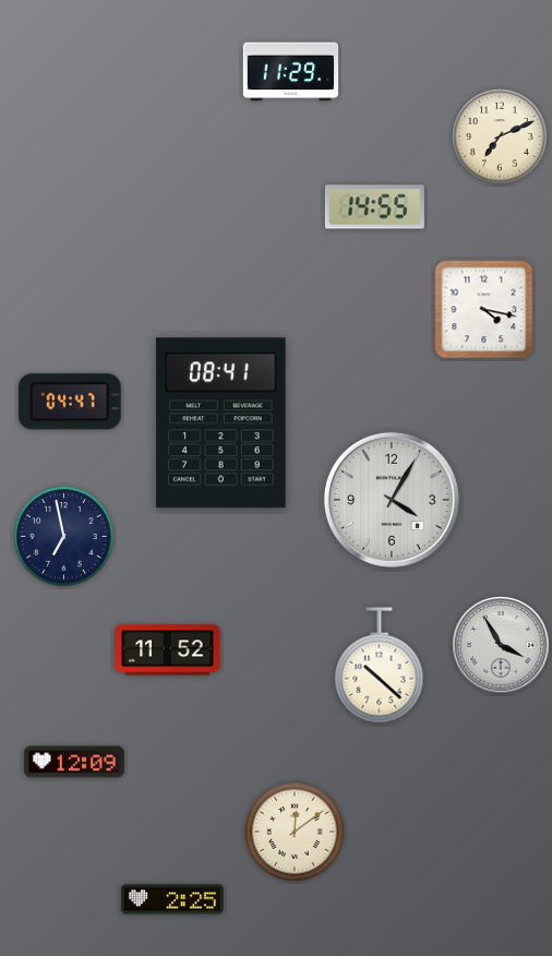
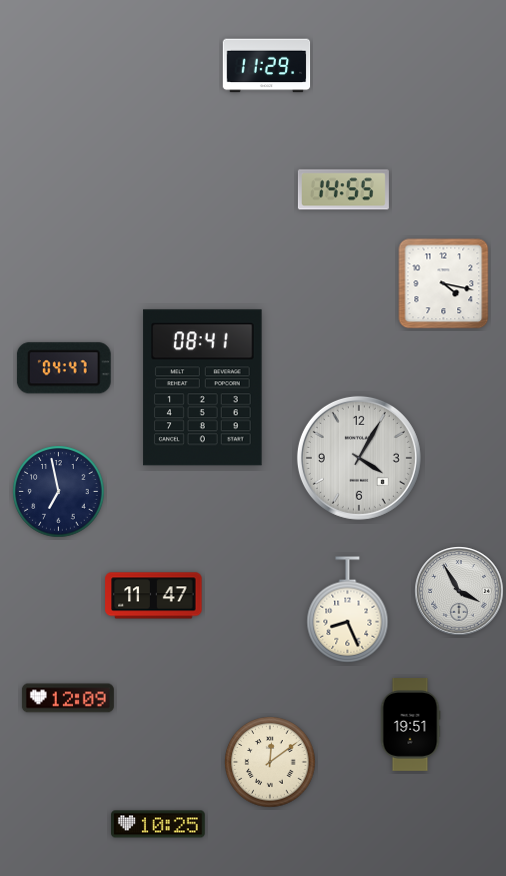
clock at (500, 136): 7:11 -> none
clock at (168, 650): 11:52 -> 11:47
clock at (380, 666): 10:22 -> 8:26
clock at (410, 725): none -> 19:51
clock at (173, 899): 2:25 -> 10:25
